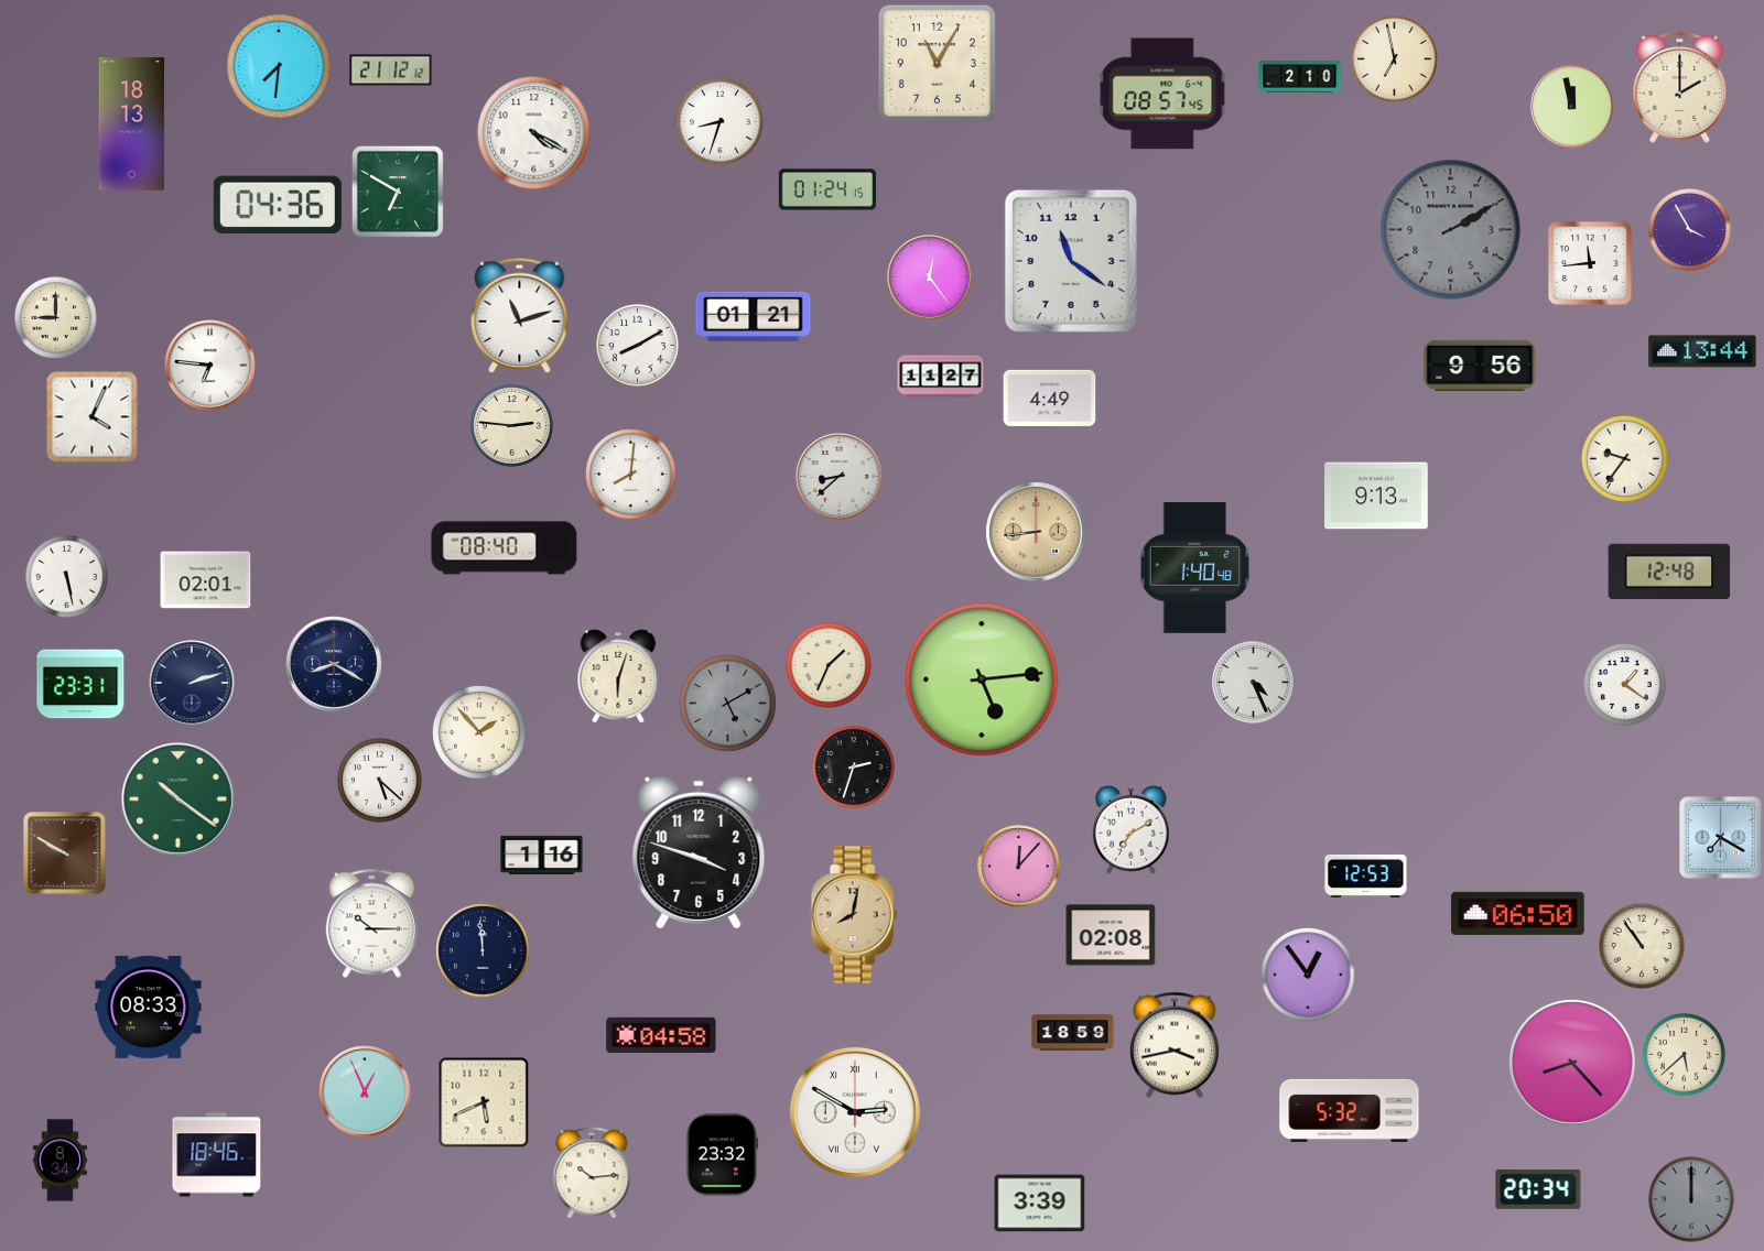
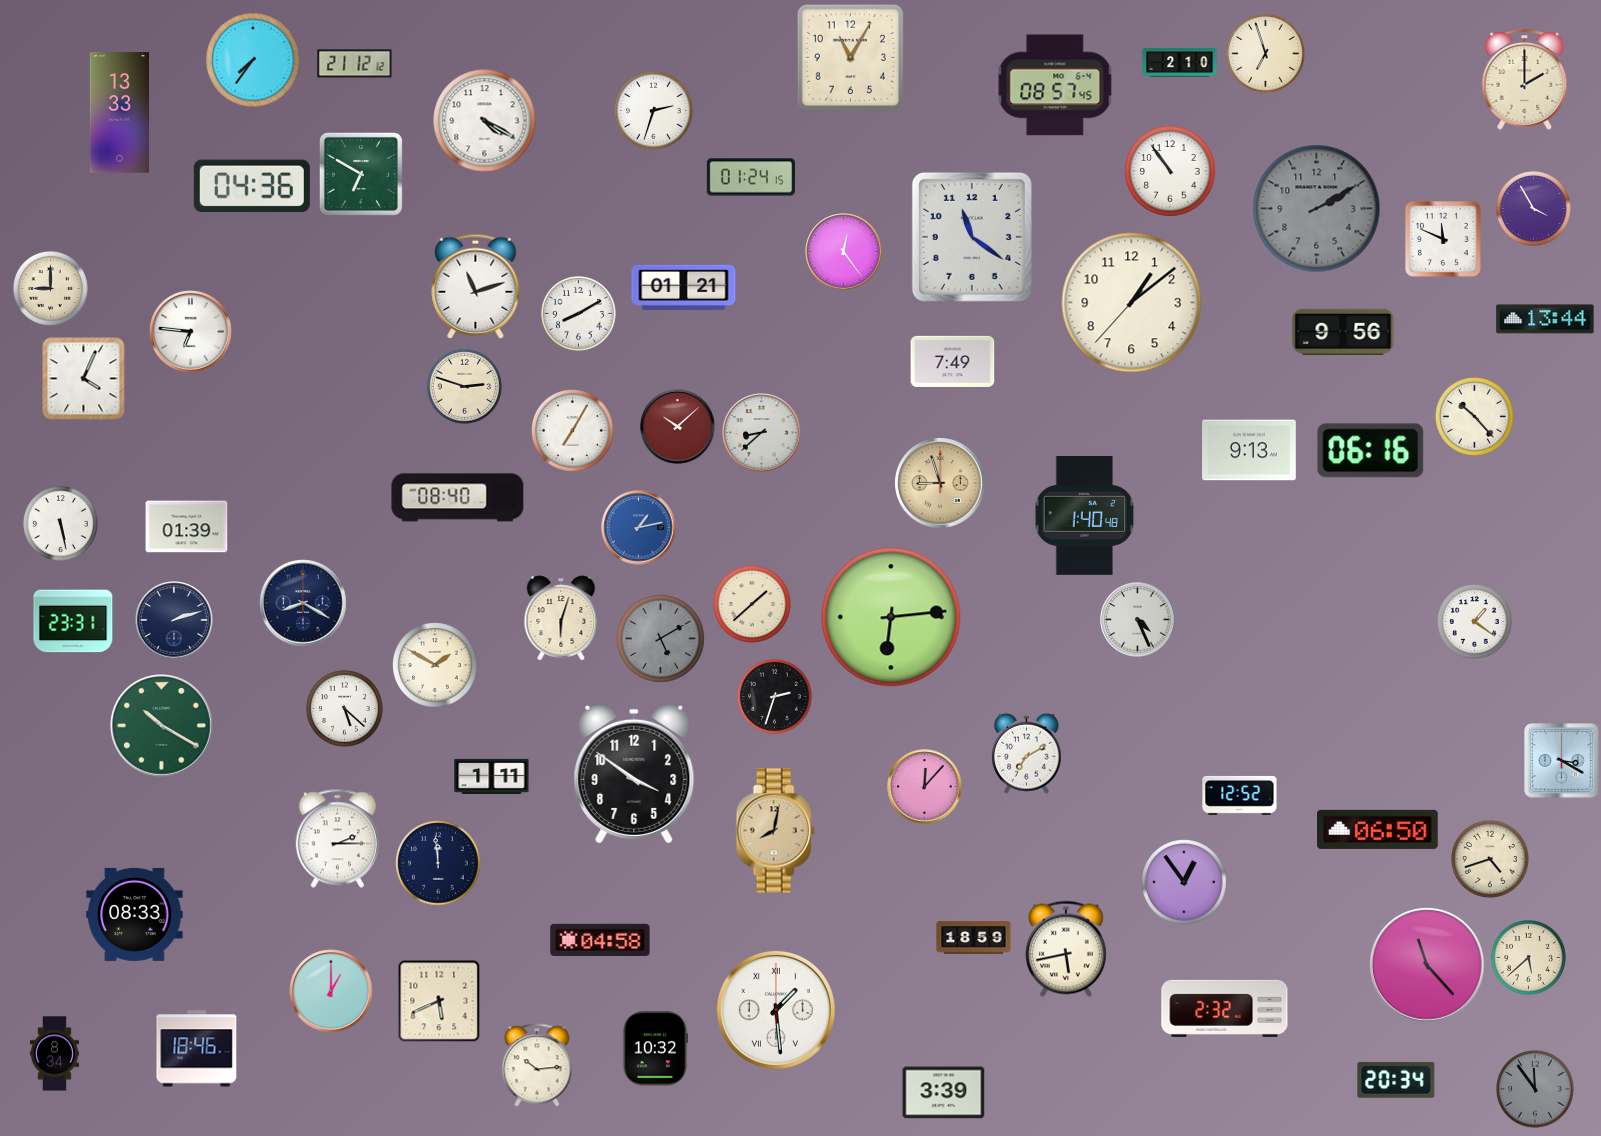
clock at (1395, 59): 6:58 -> 6:57
clock at (279, 66): 7:31 -> 7:36
clock at (1300, 77) position: (1300, 77) -> (1180, 63)
clock at (1572, 107): 11:58 -> none
clock at (721, 122): 8:33 -> 2:33
clock at (131, 124): 18:13 -> 13:33
clock at (1170, 171): none -> 10:54
clock at (826, 189) position: (826, 189) -> (750, 177)
clock at (1591, 264): 11:44 -> 11:49
clock at (520, 315) position: (520, 315) -> (476, 286)
clock at (1132, 303): none -> 1:08
clock at (941, 377): 11:27 -> none
clock at (1050, 398): 4:49 -> 7:49
clock at (511, 425): 2:46 -> 2:48
clock at (1625, 459): 9:36 -> 10:23
clock at (678, 427): none -> 10:08
clock at (631, 475): 8:01 -> 7:05
clock at (1371, 451): none -> 06:16
clock at (1036, 532): 8:44 -> 8:57
clock at (1669, 572): 12:48 -> none
clock at (206, 580): 02:01 -> 01:39
clock at (639, 528): none -> 1:13
clock at (830, 666): 1:34 -> 1:38
clock at (618, 676) position: (618, 676) -> (561, 618)
clock at (982, 679): 5:14 -> 6:14
clock at (479, 732): 1:53 -> 1:50
clock at (178, 799): 10:21 -> 10:20
clock at (1721, 838): 7:20 -> 3:20
clock at (699, 852): 3:48 -> 3:51
clock at (65, 853): 9:50 -> none
clock at (542, 855): 1:16 -> 1:11
clock at (1366, 875): 12:53 -> 12:52
clock at (371, 924): 10:15 -> 2:15
clock at (1111, 935): 02:08 -> none
clock at (1643, 947): 10:54 -> 4:42
clock at (1308, 975) position: (1308, 975) -> (1184, 882)
clock at (1175, 1045): 3:43 -> 5:43
clock at (1572, 1063): 8:23 -> 11:23
clock at (365, 1091): 12:56 -> 1:00
clock at (1350, 1110): 5:32 -> 2:32
clock at (855, 1112): 2:50 -> 1:29
clock at (722, 1155): 23:32 -> 10:32
clock at (1692, 1200): 12:00 -> 11:54
